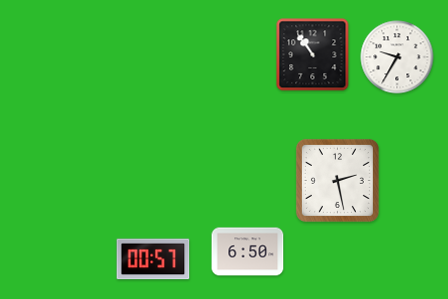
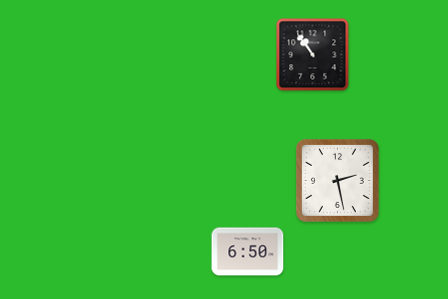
clock at (397, 57): 9:35 -> none
clock at (153, 259): 00:57 -> none
